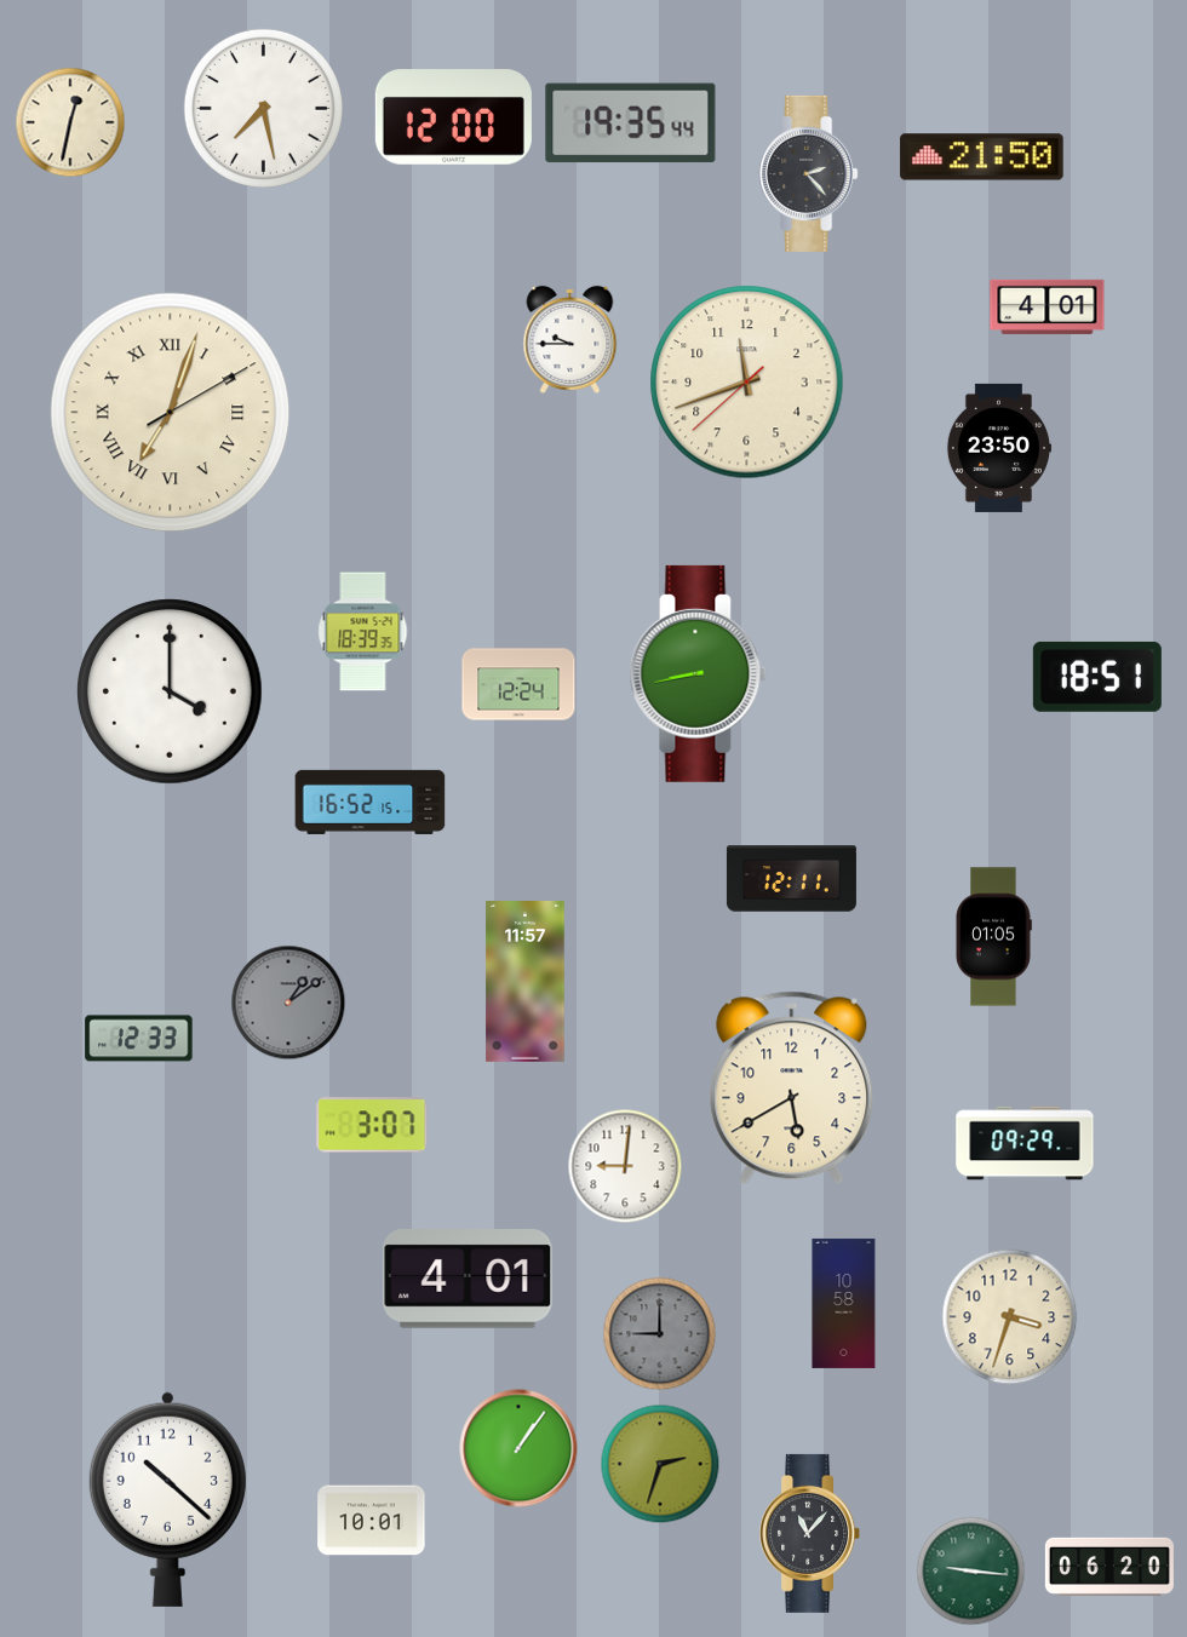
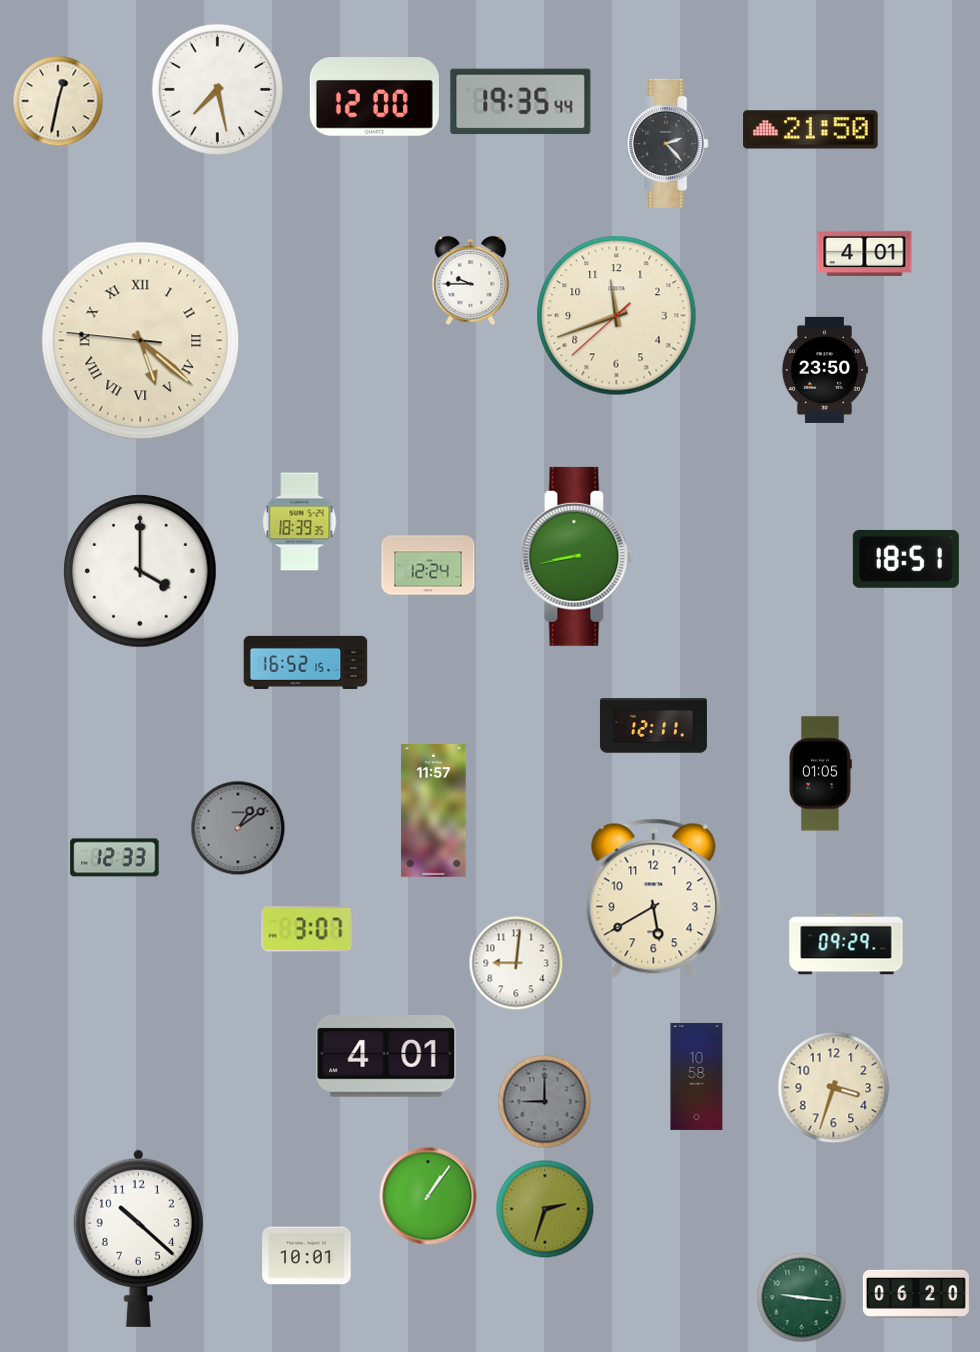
clock at (171, 413): 7:03 -> 5:21
clock at (810, 1533): 11:07 -> none
